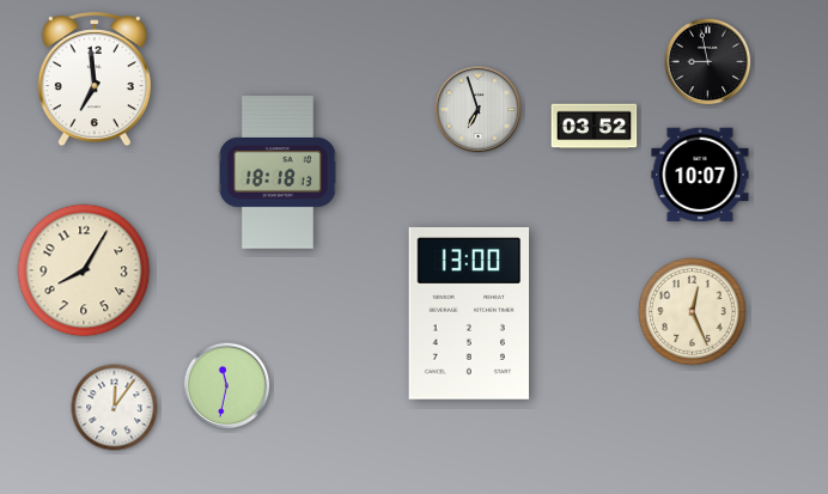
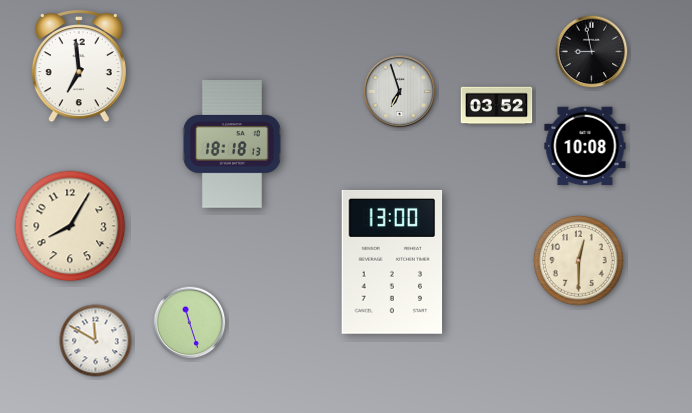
clock at (700, 175): 10:07 -> 10:08
clock at (693, 312): 12:26 -> 12:30
clock at (227, 386): 11:32 -> 11:27
clock at (115, 408): 12:06 -> 11:50
